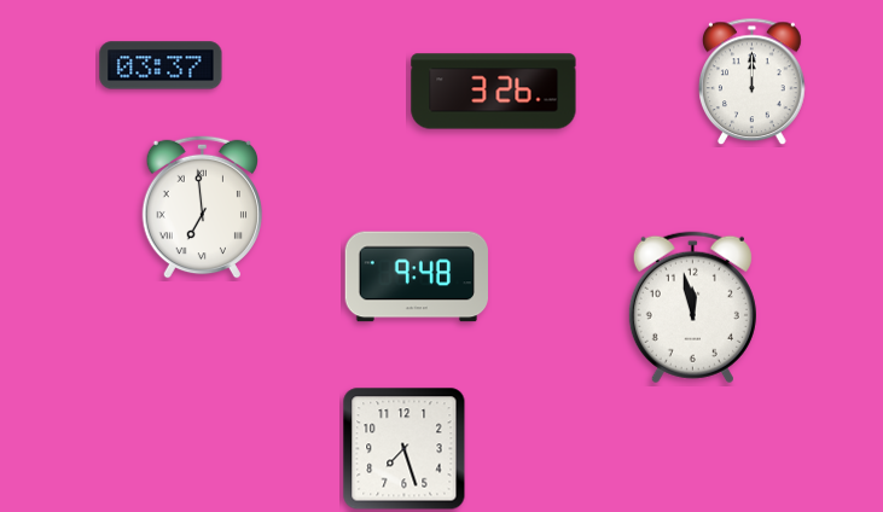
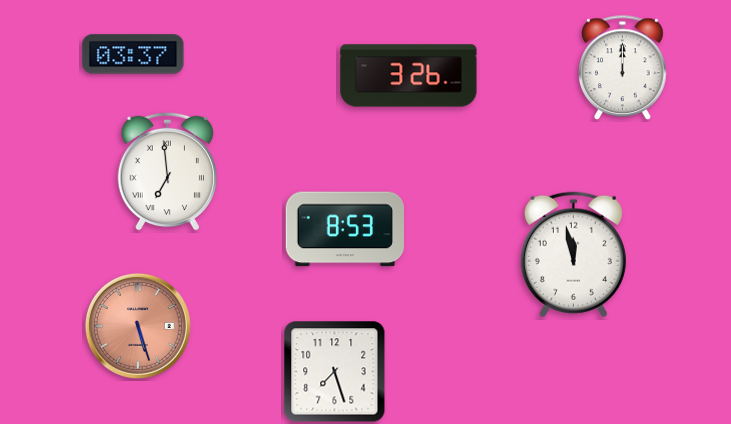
clock at (416, 277): 9:48 -> 8:53
clock at (138, 326): none -> 5:27
